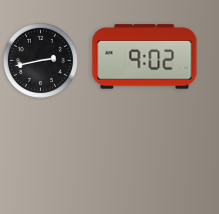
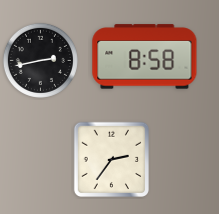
clock at (145, 57): 9:02 -> 8:58
clock at (111, 159): none -> 2:36
